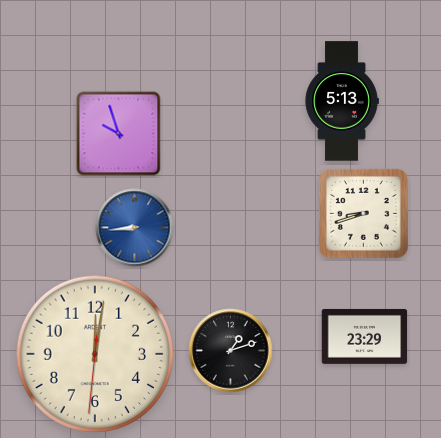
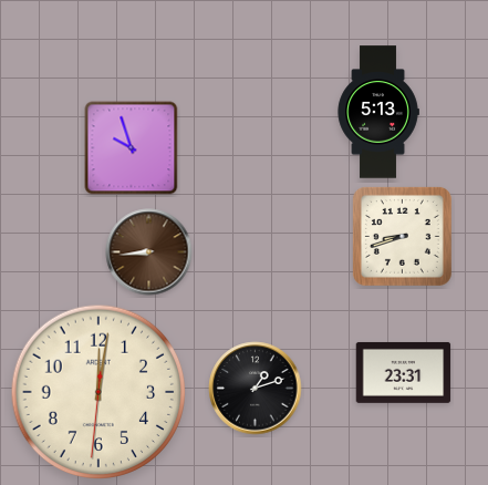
clock at (135, 228) dial: blue -> brown
clock at (365, 336): 23:29 -> 23:31
clock at (95, 354) position: (95, 354) -> (98, 392)
